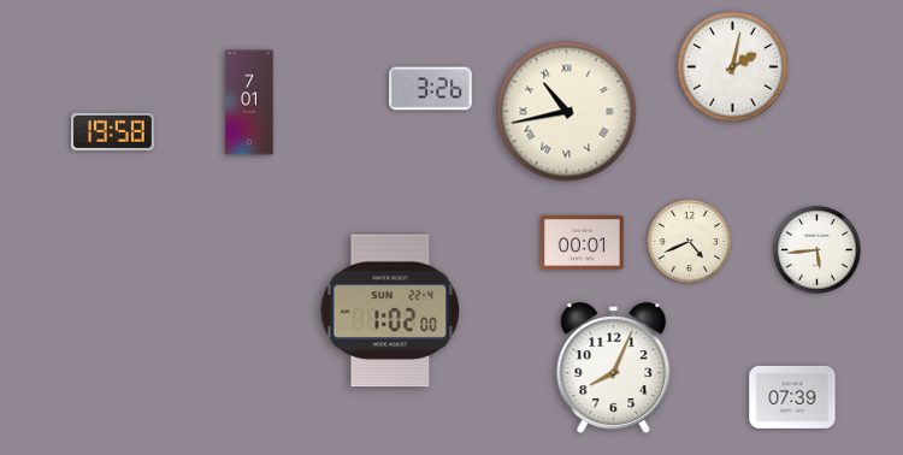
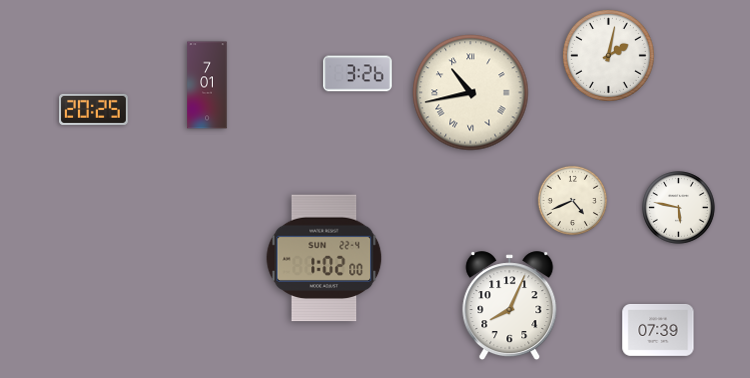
clock at (113, 131): 19:58 -> 20:25
clock at (583, 242): 00:01 -> none
clock at (818, 250): 5:44 -> 5:47
